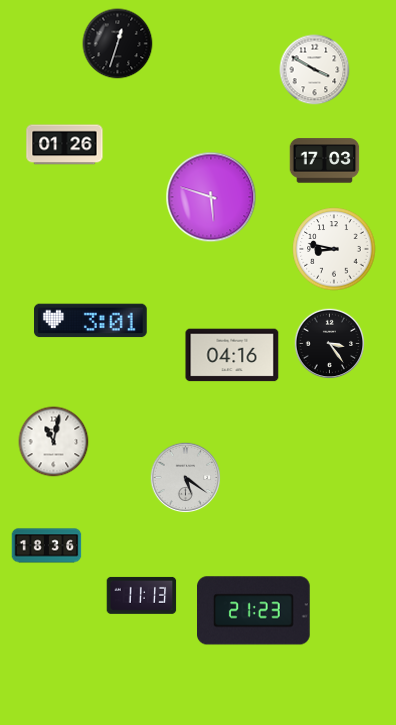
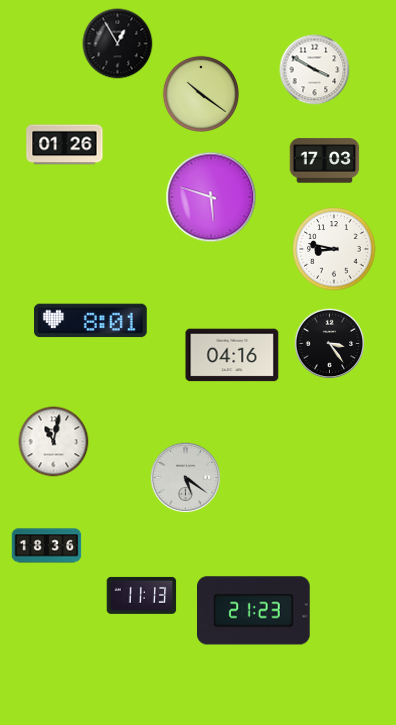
clock at (118, 44): 12:33 -> 12:55
clock at (200, 93): none -> 10:21
clock at (91, 321): 3:01 -> 8:01
